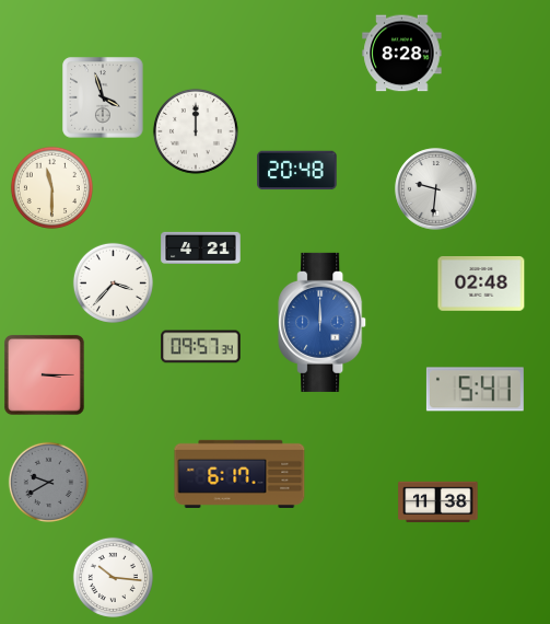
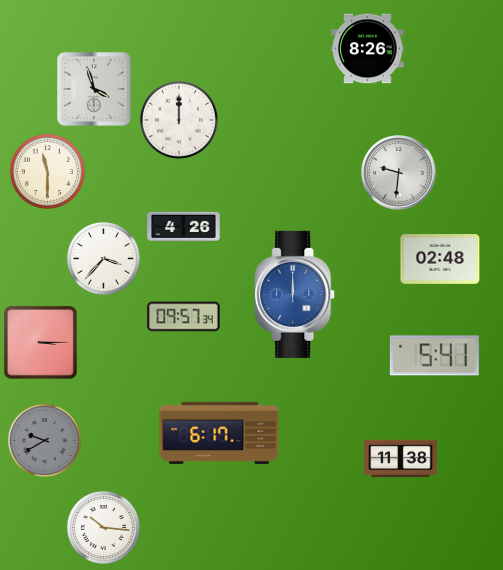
clock at (402, 54): 8:28 -> 8:26
clock at (297, 171): 20:48 -> none
clock at (201, 247): 4:21 -> 4:26
